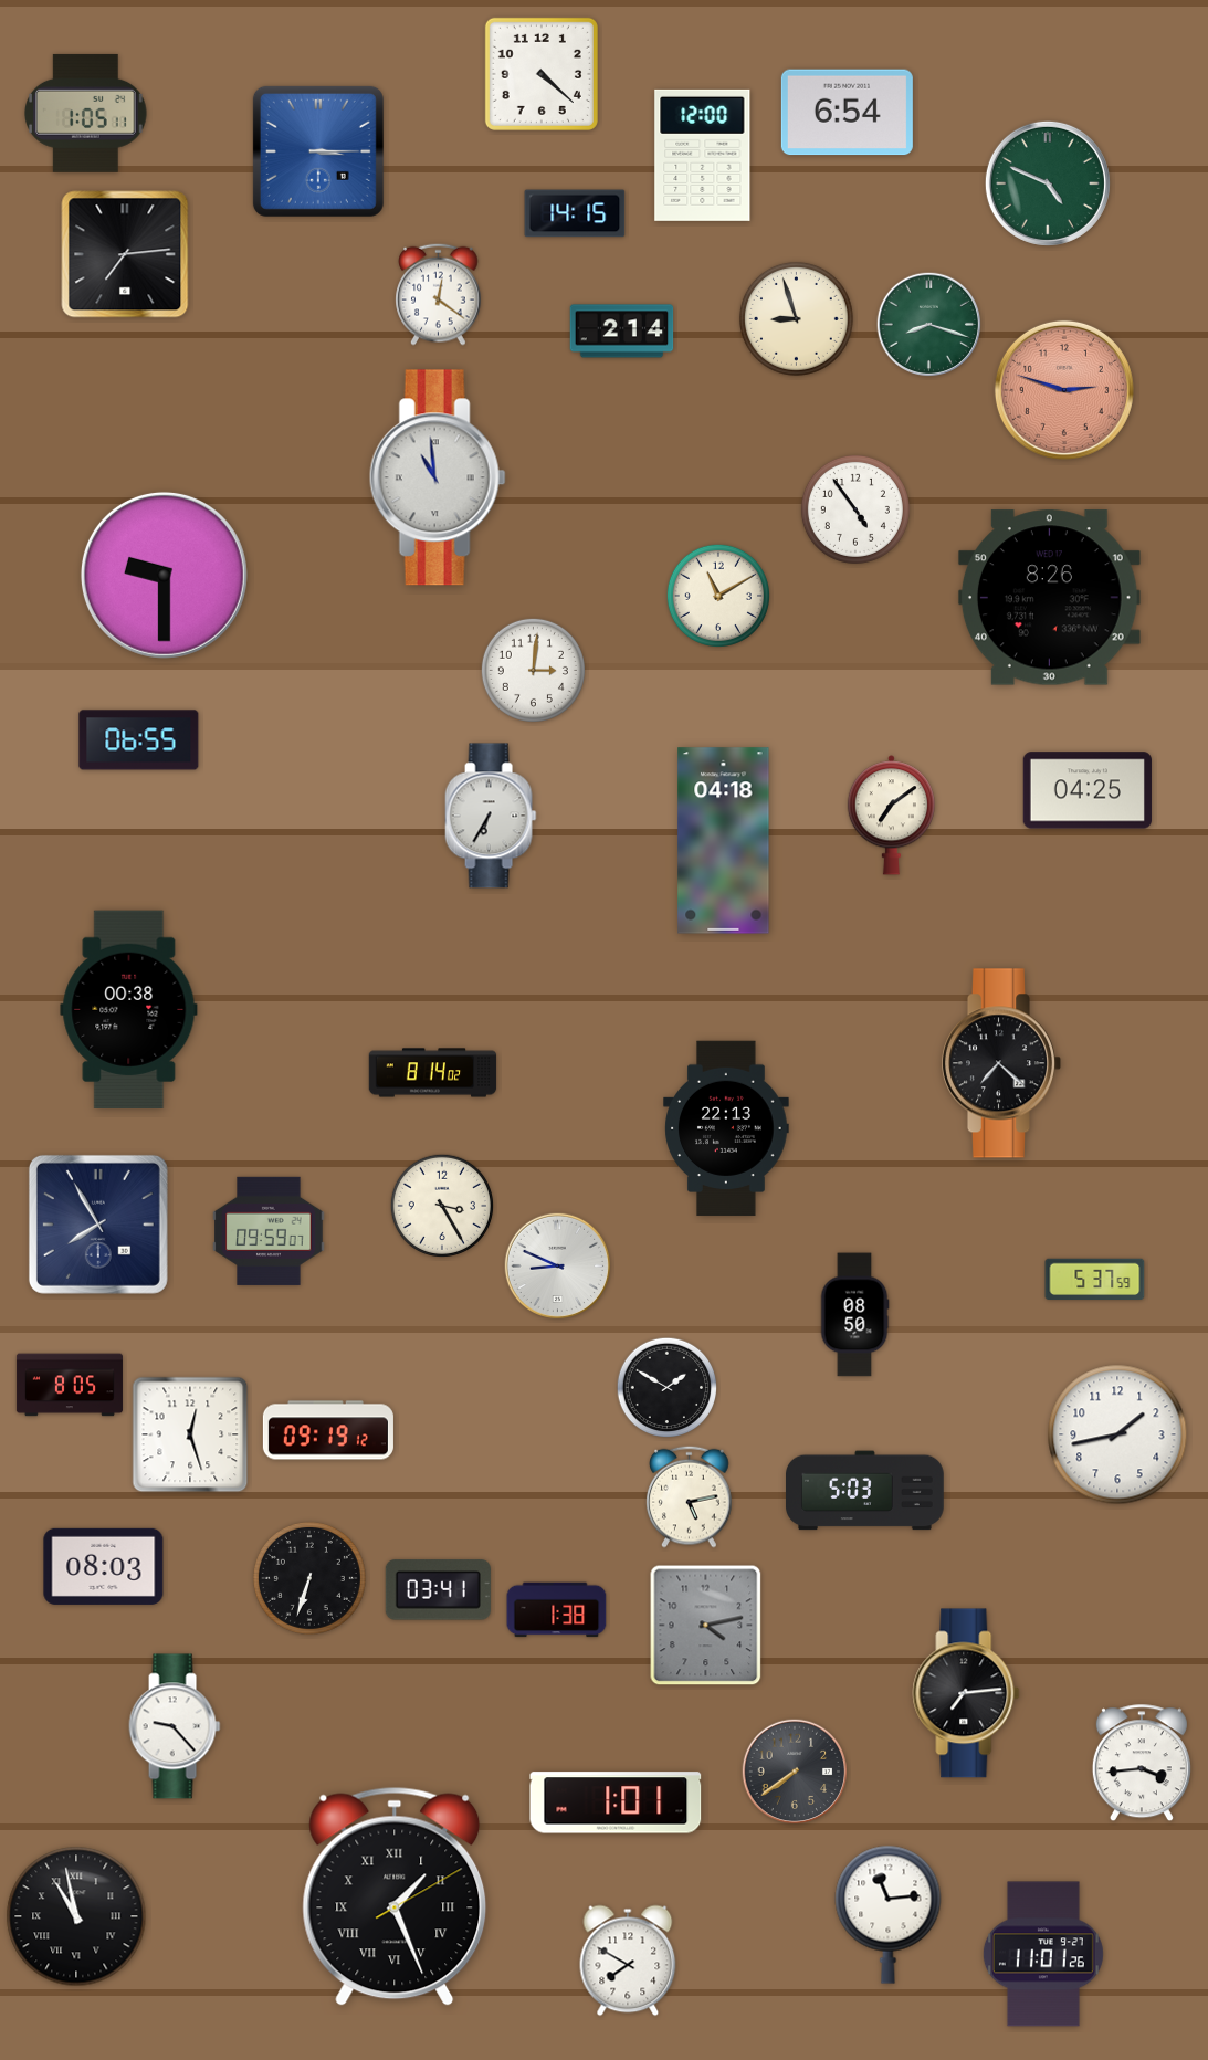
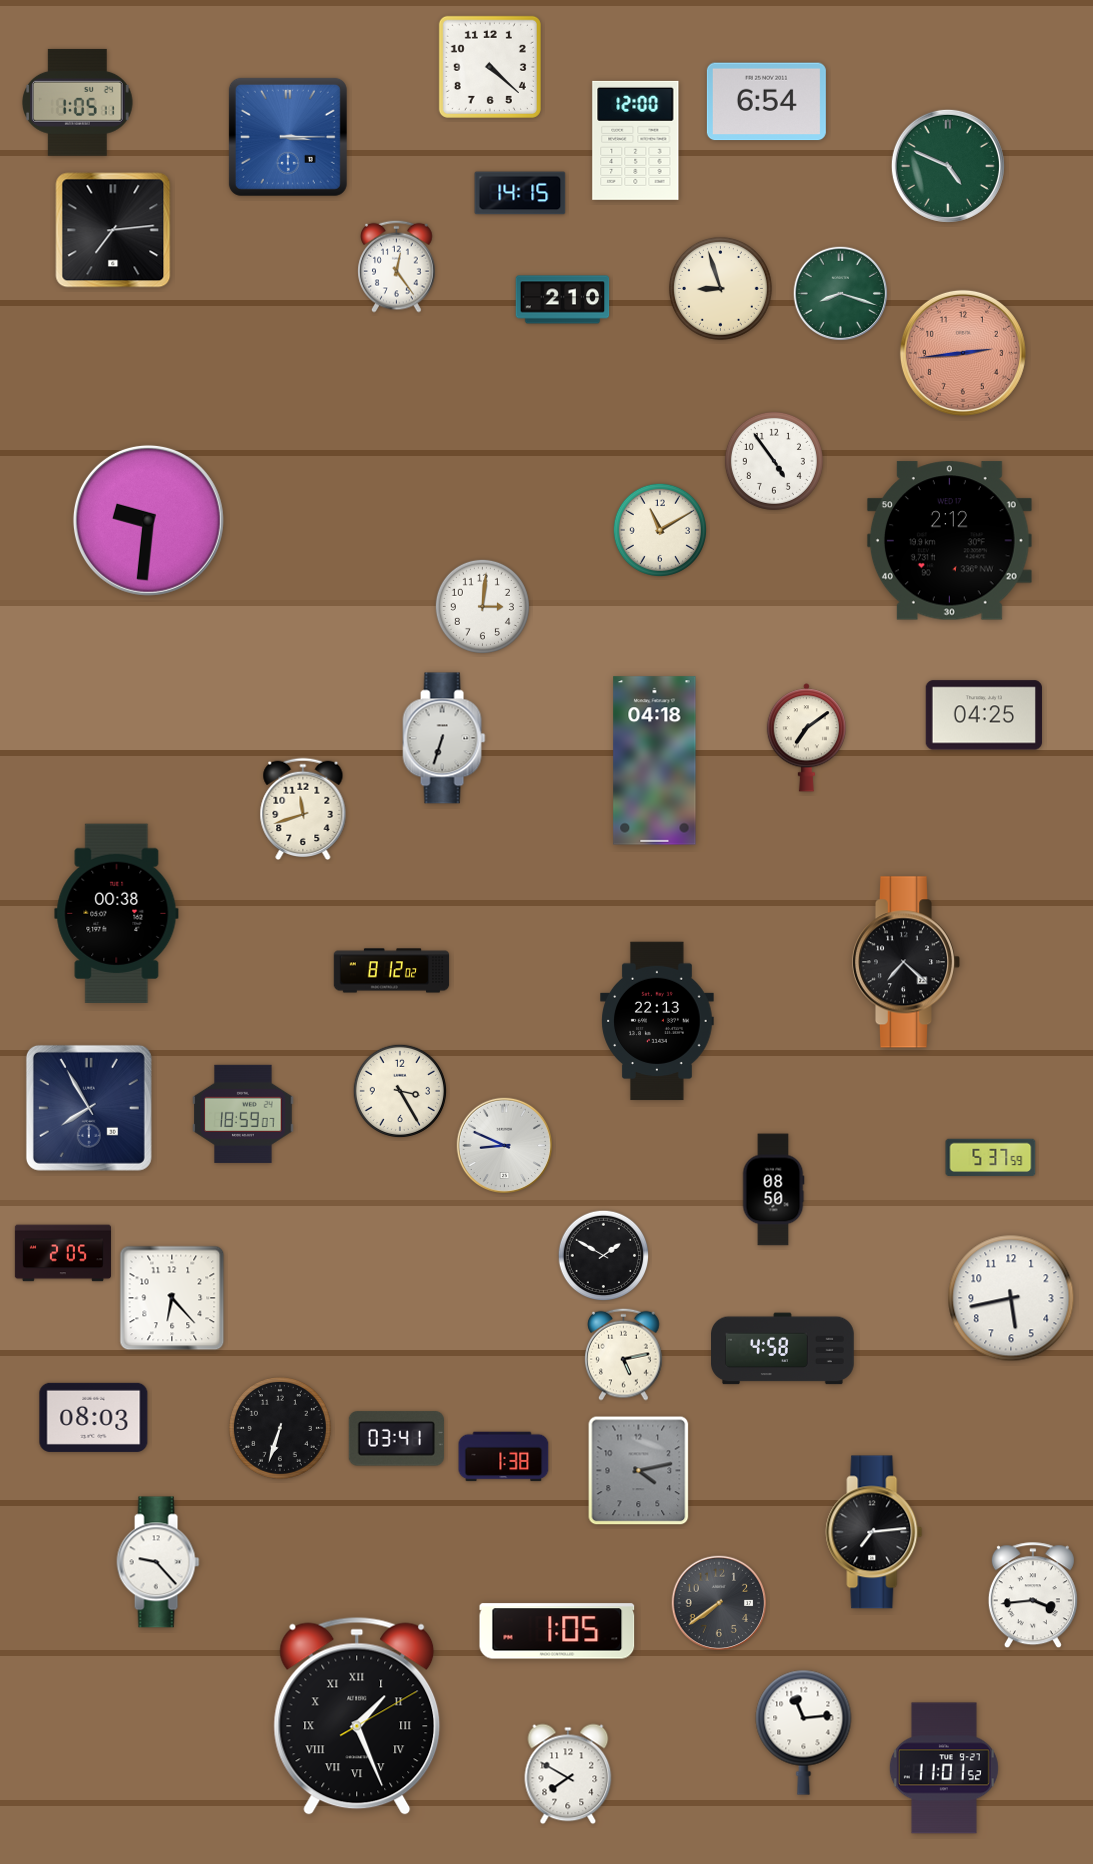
clock at (439, 294): 12:21 -> 12:24
clock at (622, 332): 2:14 -> 2:10
clock at (1064, 390): 2:48 -> 2:44
clock at (438, 477): 10:59 -> none
clock at (164, 575): 9:30 -> 9:31
clock at (717, 595) position: (717, 595) -> (659, 529)
clock at (1049, 598): 8:26 -> 2:12
clock at (139, 740): 06:55 -> none
clock at (491, 816): 6:35 -> 6:33
clock at (303, 808): none -> 11:42
clock at (433, 1073): 8:14 -> 8:12
clock at (269, 1231): 09:59 -> 18:59
clock at (70, 1385): 8:05 -> 2:05
clock at (328, 1430): 09:19 -> none
clock at (190, 1434): 12:27 -> 6:23
clock at (1117, 1434): 1:43 -> 5:43
clock at (865, 1491): 5:03 -> 4:58
clock at (616, 1802): 1:01 -> 1:05
clock at (76, 1916): 10:58 -> none
clock at (1043, 1954): 11:01:26 -> 11:01:52
